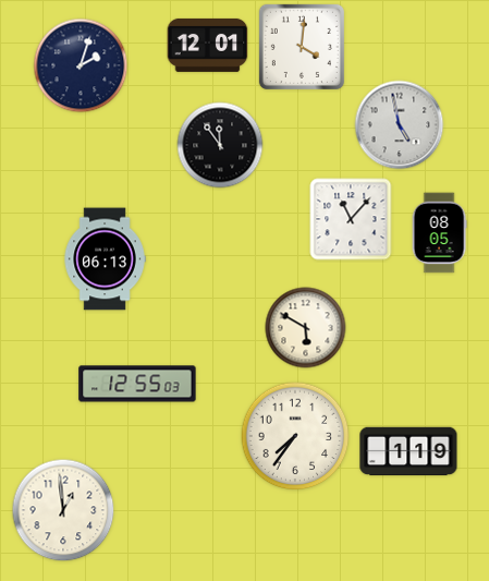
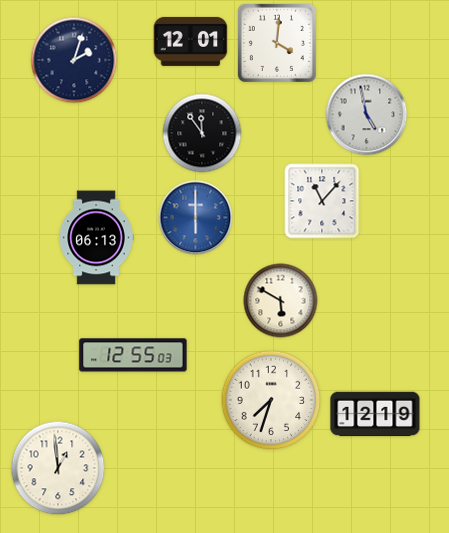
clock at (439, 233): 08:05 -> none
clock at (196, 218): none -> 6:00
clock at (137, 384) position: (137, 384) -> (133, 355)
clock at (295, 436): 7:36 -> 7:33
clock at (408, 451): 1:19 -> 12:19
